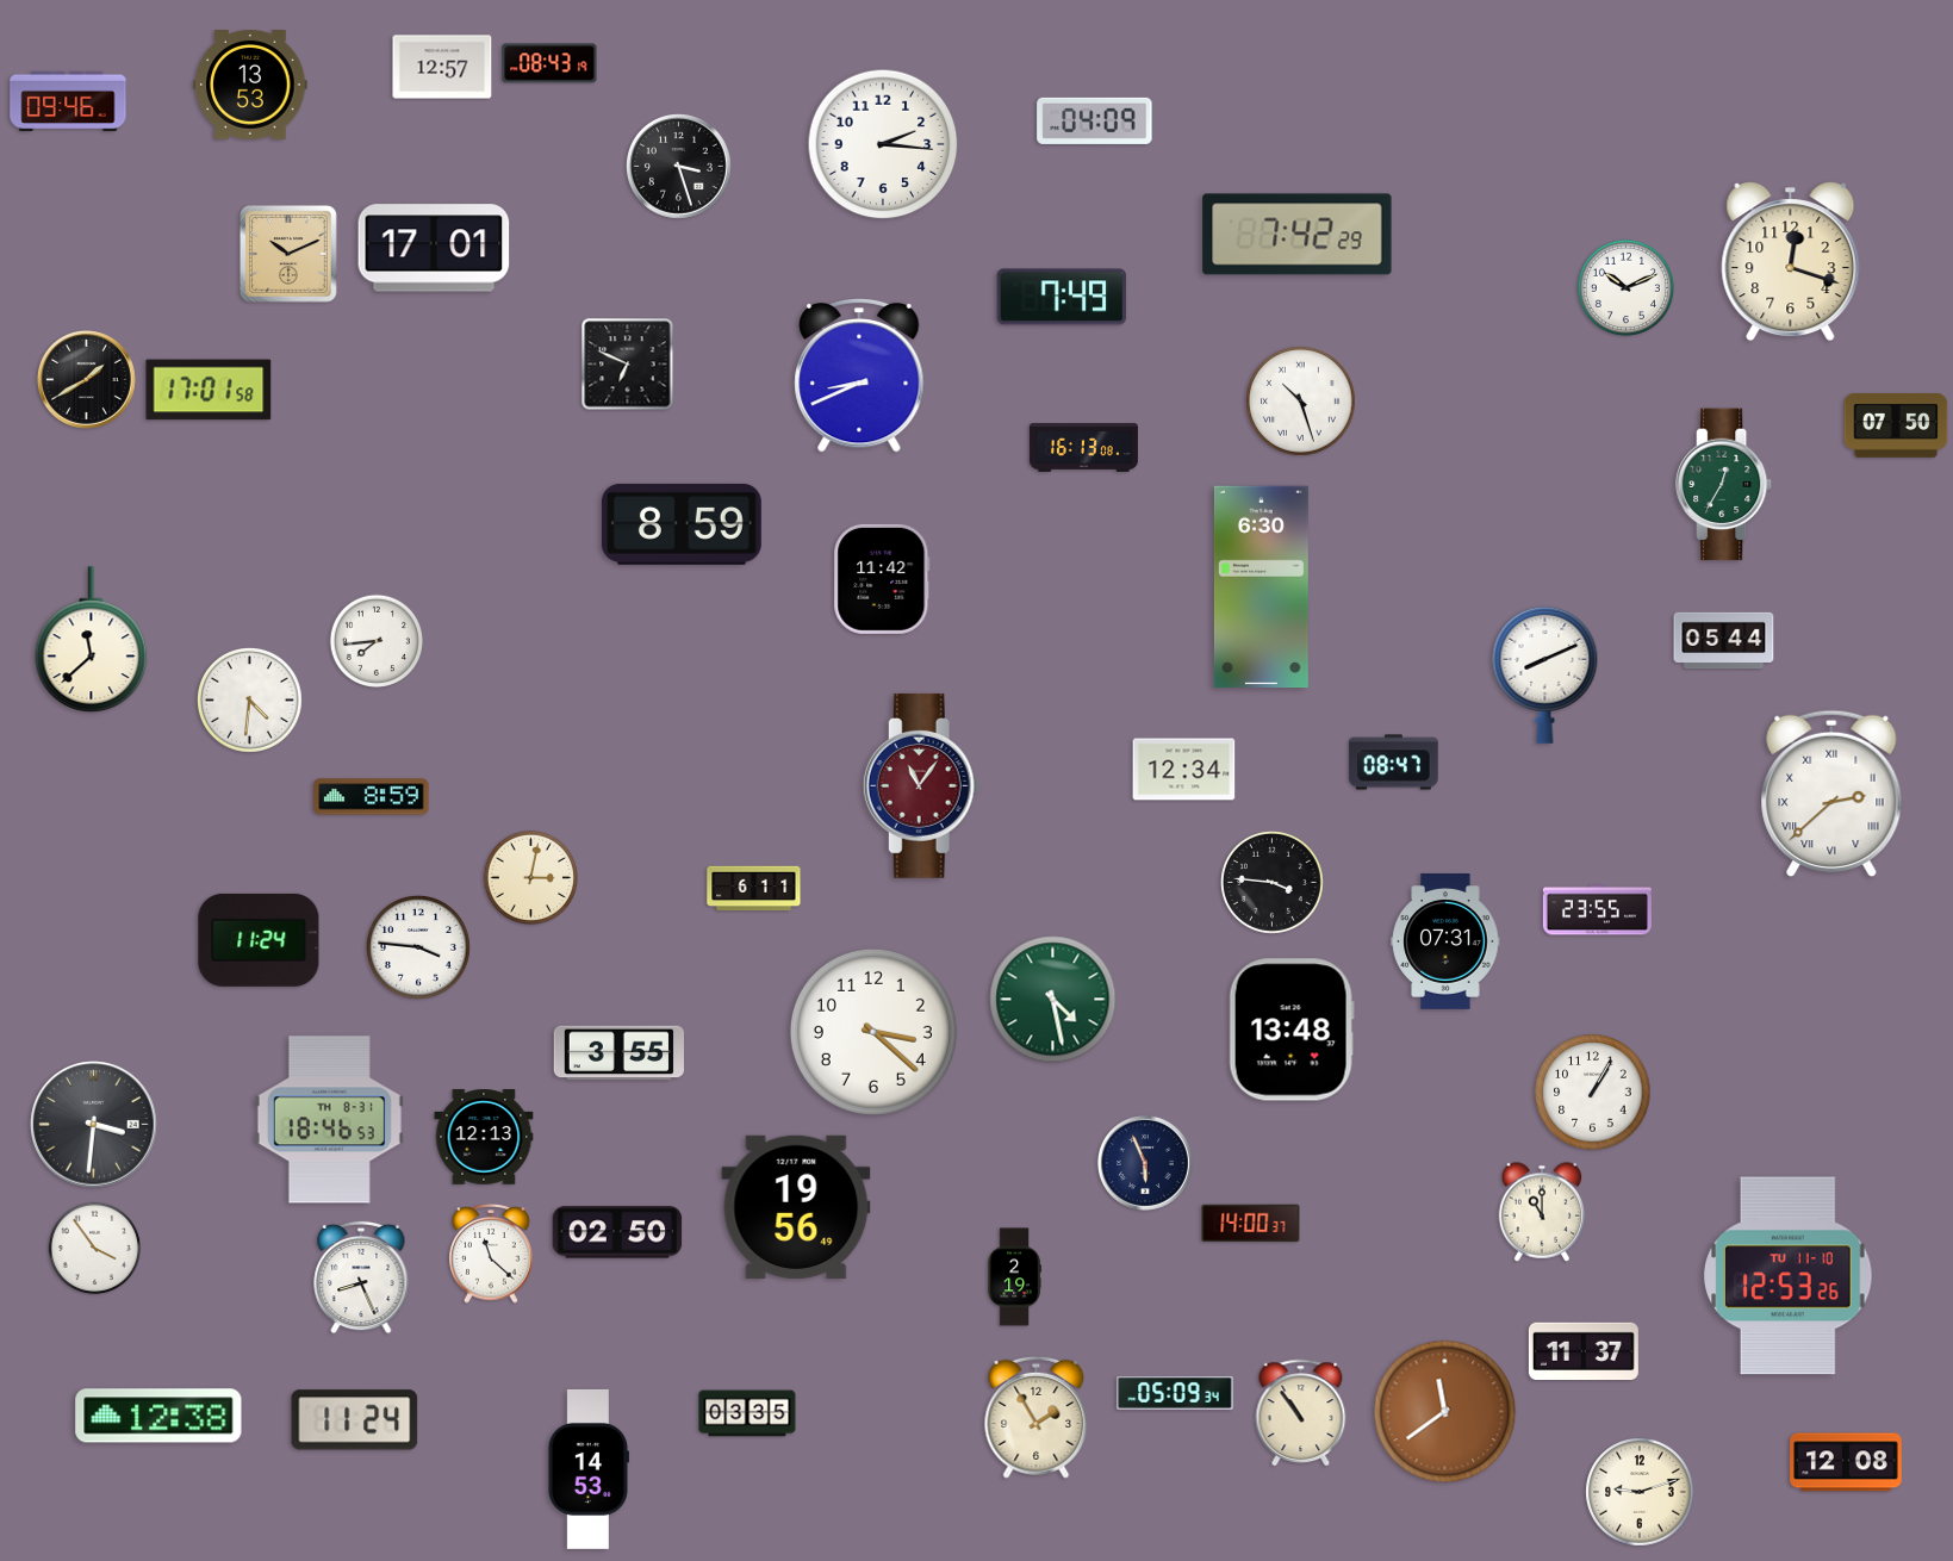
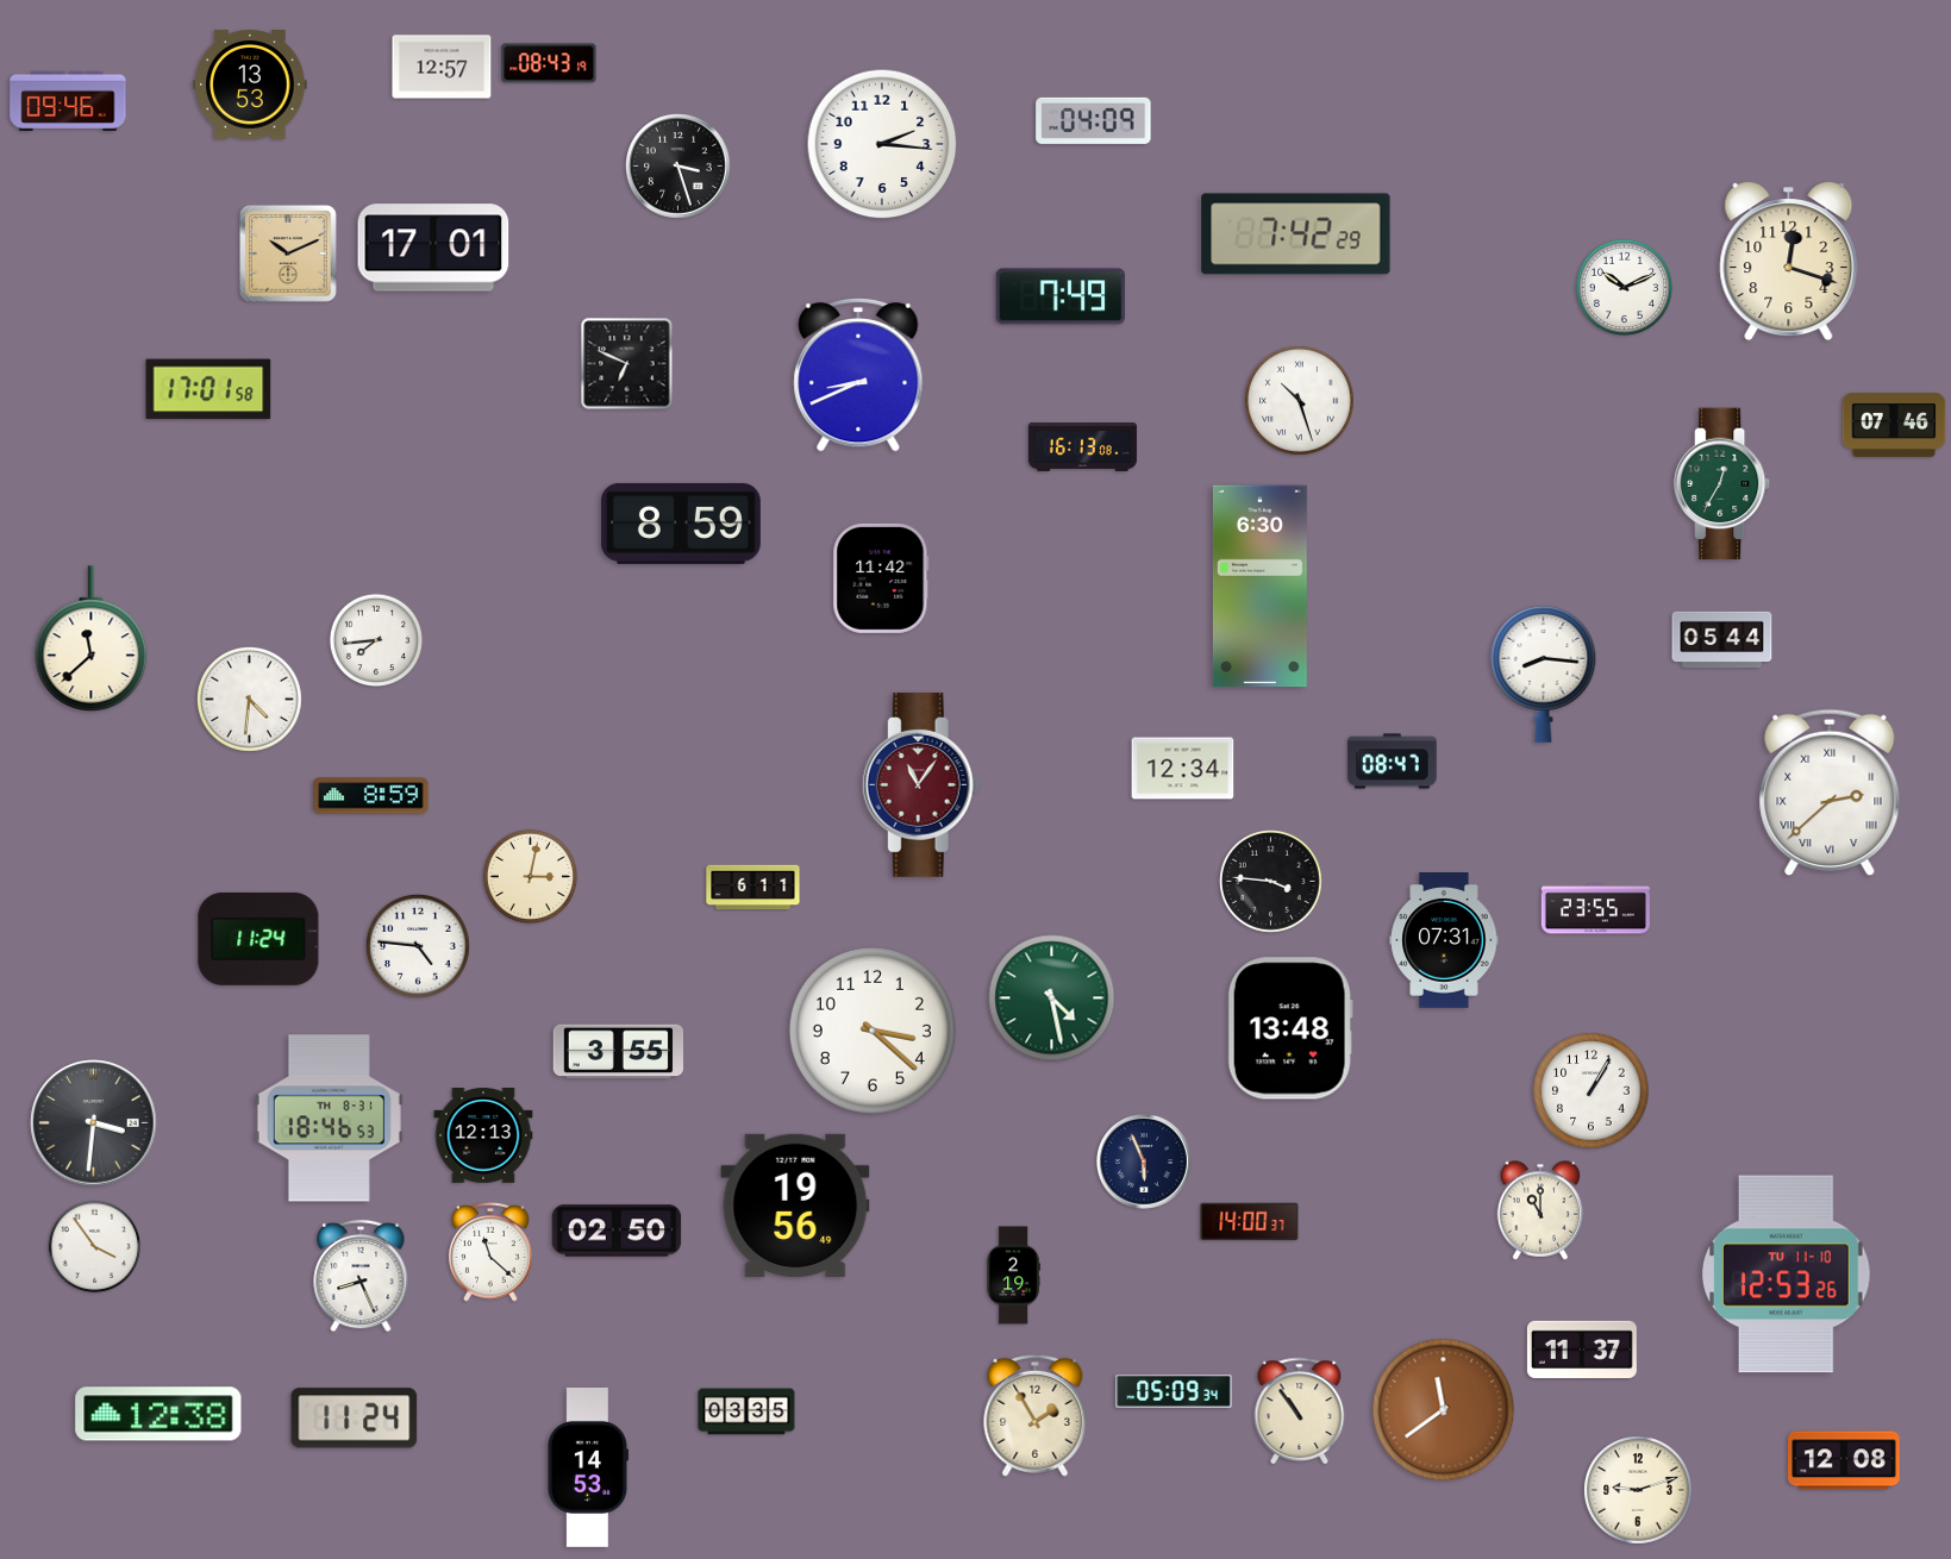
clock at (86, 379): 1:40 -> none
clock at (1896, 425): 07:50 -> 07:46
clock at (1545, 674): 8:11 -> 8:16
clock at (418, 947): 3:46 -> 4:46
